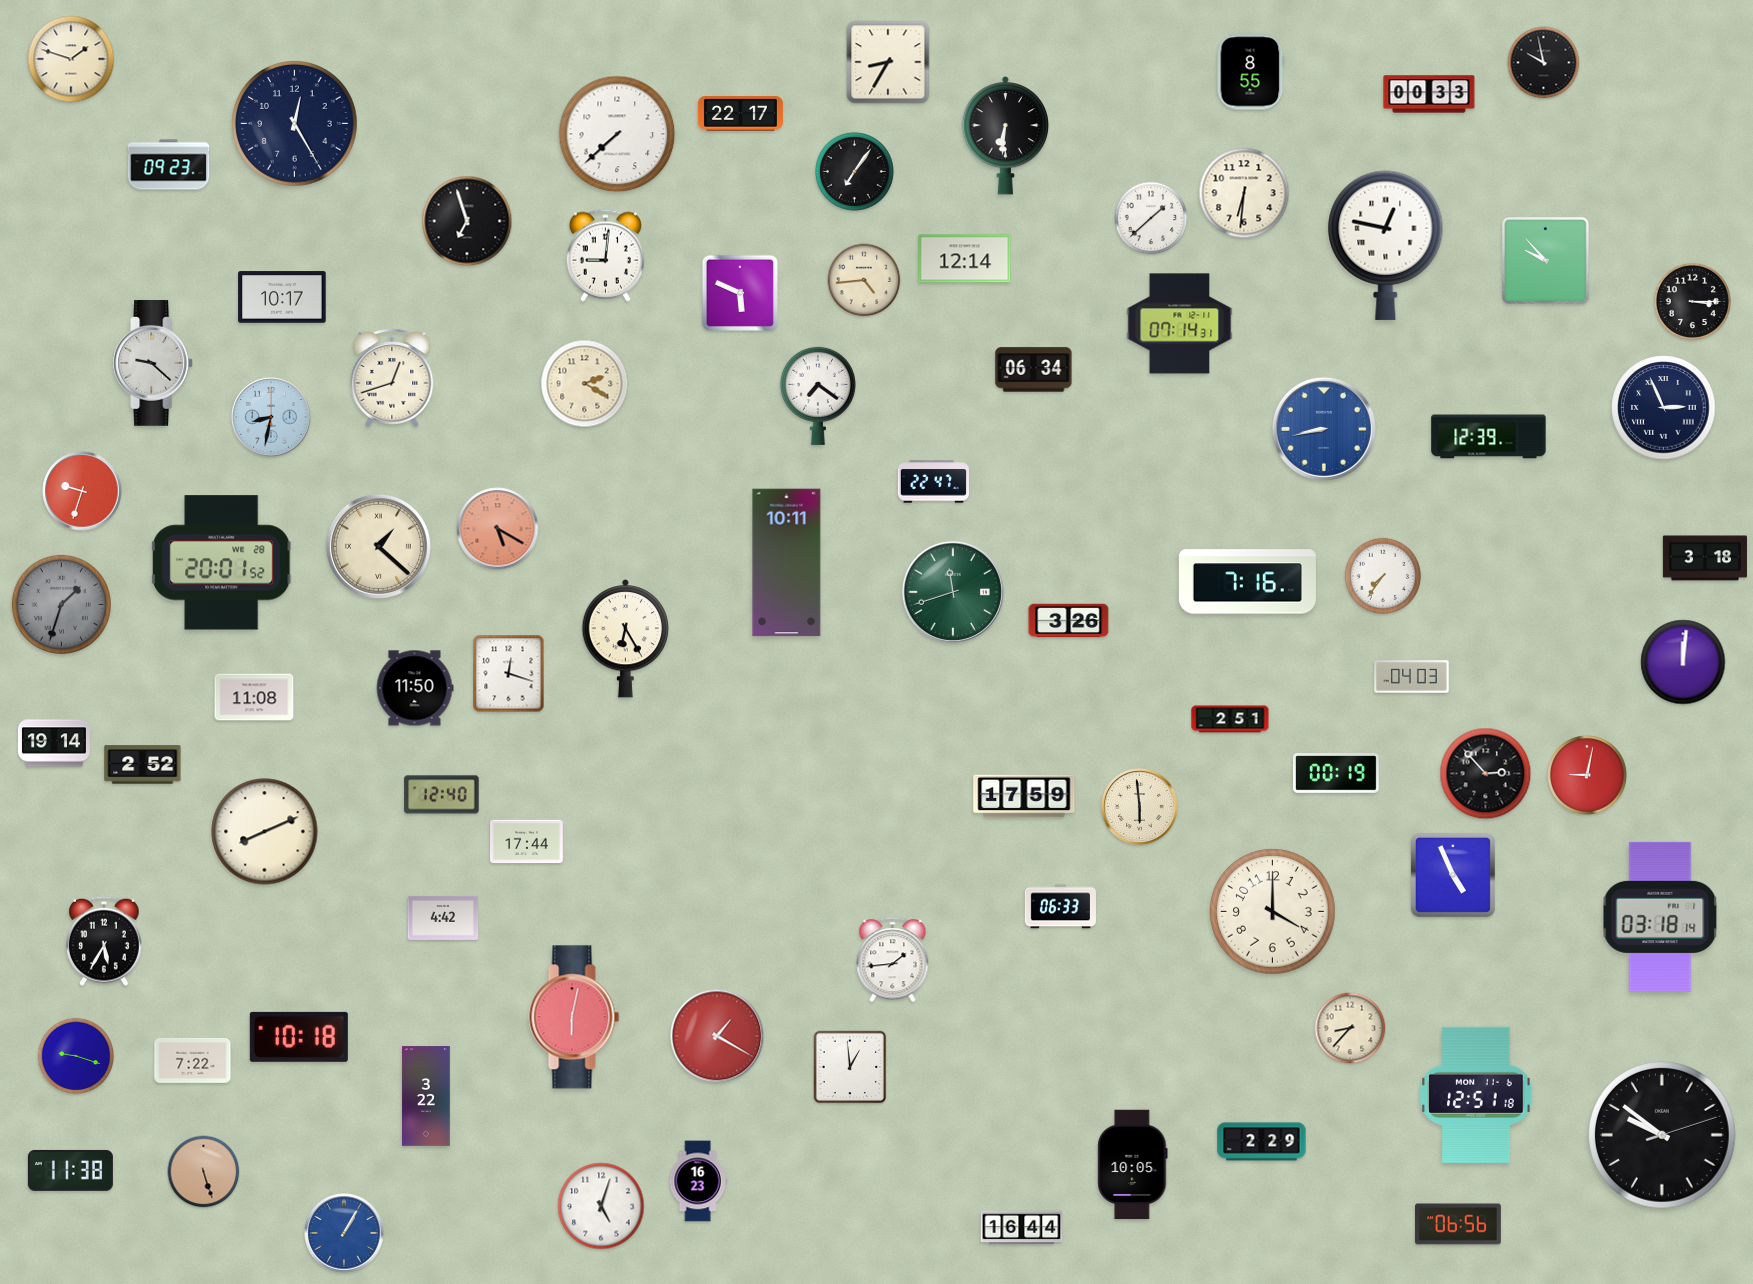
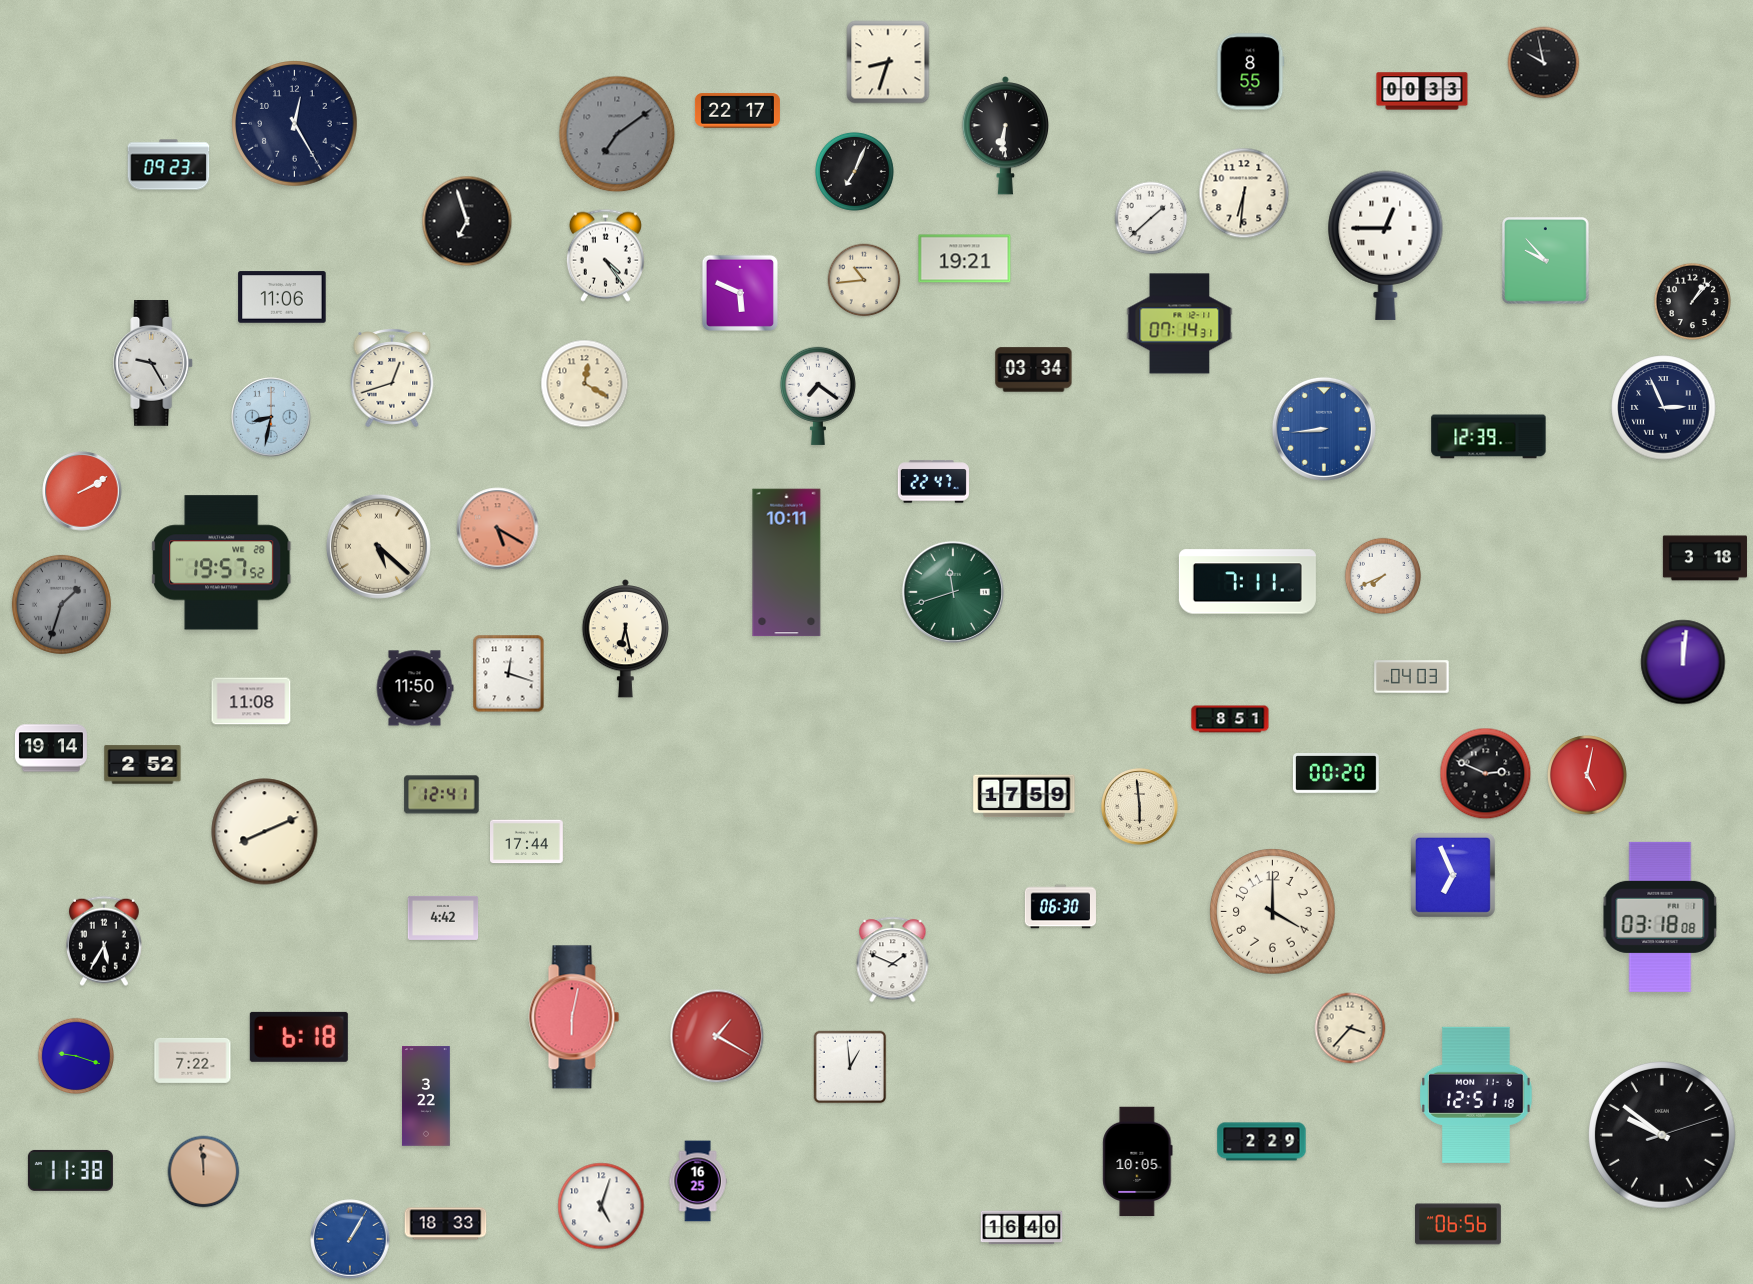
clock at (71, 59): 1:48 -> none
clock at (888, 62): 8:35 -> 8:33
clock at (1429, 94) position: (1429, 94) -> (1422, 91)
clock at (740, 114) position: (740, 114) -> (737, 111)
clock at (617, 134): 7:38 -> 7:09
clock at (617, 134) dial: white -> grey
clock at (854, 171): 7:06 -> 7:04
clock at (1386, 245): 12:47 -> 12:45
clock at (605, 255): 9:01 -> 4:24
clock at (965, 259): 12:14 -> 19:21
clock at (864, 280): 4:44 -> 10:44
clock at (282, 297): 10:17 -> 11:06
clock at (1692, 301): 3:15 -> 1:07
clock at (154, 364): 9:22 -> 9:25
clock at (1034, 370): 06:34 -> 03:34
clock at (585, 384): 2:20 -> 12:20
clock at (1324, 429): 8:43 -> 8:44
clock at (82, 491): 9:33 -> 2:10
clock at (378, 546): 1:22 -> 5:22
clock at (222, 563): 20:01 -> 19:57
clock at (1382, 575): 7:36 -> 7:41
clock at (1247, 582): 7:16 -> 7:11
clock at (1069, 621): 3:26 -> none
clock at (625, 639): 6:25 -> 6:28
clock at (254, 697) position: (254, 697) -> (251, 701)
clock at (1230, 719): 2:51 -> 8:51
clock at (54, 743) position: (54, 743) -> (51, 748)
clock at (1336, 774): 00:19 -> 00:20
clock at (1486, 774): 2:53 -> 2:49
clock at (1588, 776): 9:02 -> 5:02
clock at (442, 795): 12:40 -> 12:41
clock at (1453, 875): 4:56 -> 6:56
clock at (1060, 907): 06:33 -> 06:30
clock at (1660, 917): 03:18:14 -> 03:18:08
clock at (893, 960): 1:44 -> 1:49
clock at (1350, 1028): 8:37 -> 3:37
clock at (299, 1037): 10:18 -> 6:18
clock at (1133, 1165) position: (1133, 1165) -> (1138, 1162)
clock at (204, 1172): 5:27 -> 11:59
clock at (698, 1181): 16:23 -> 16:25
clock at (446, 1224): none -> 18:33
clock at (1022, 1228): 16:44 -> 16:40
clock at (344, 1233) position: (344, 1233) -> (350, 1239)
